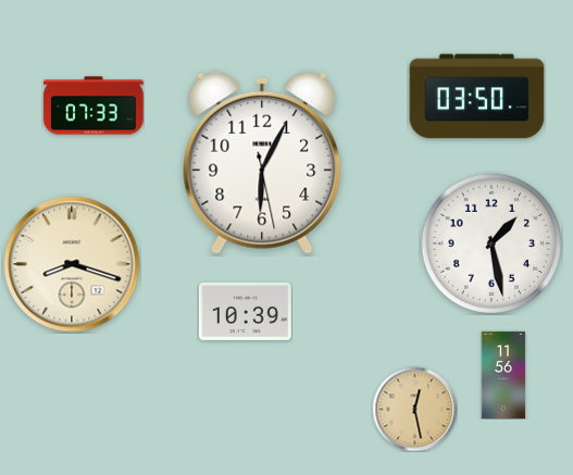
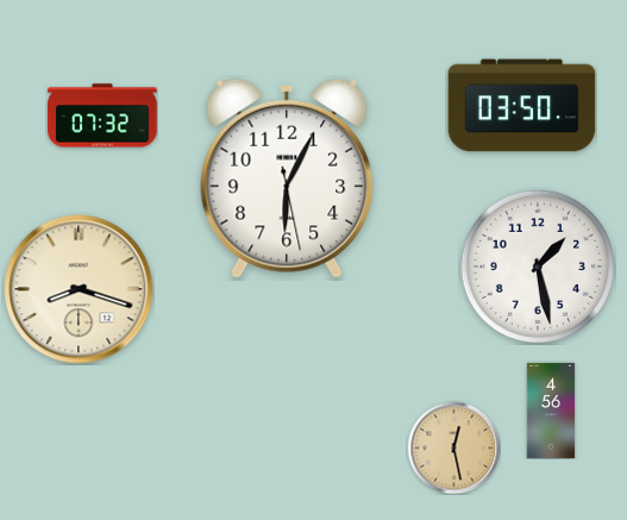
clock at (94, 105): 07:33 -> 07:32
clock at (245, 311): 10:39 -> none
clock at (503, 375): 11:56 -> 4:56
